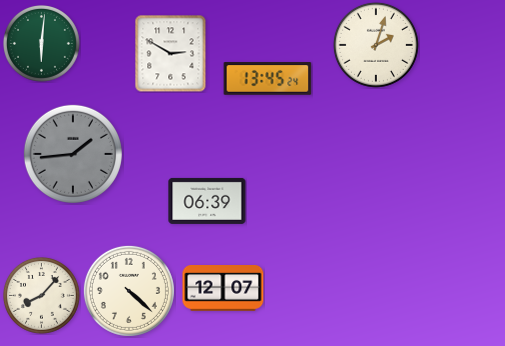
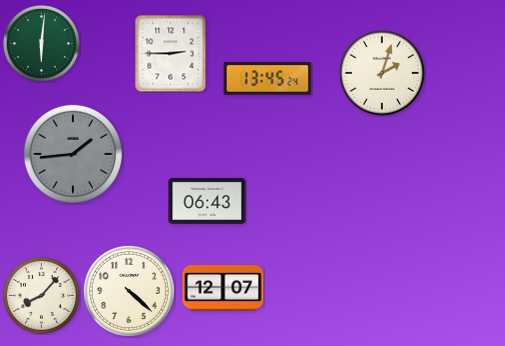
clock at (376, 45) position: (376, 45) -> (382, 73)
clock at (171, 53): 2:50 -> 2:45
clock at (207, 201): 06:39 -> 06:43
